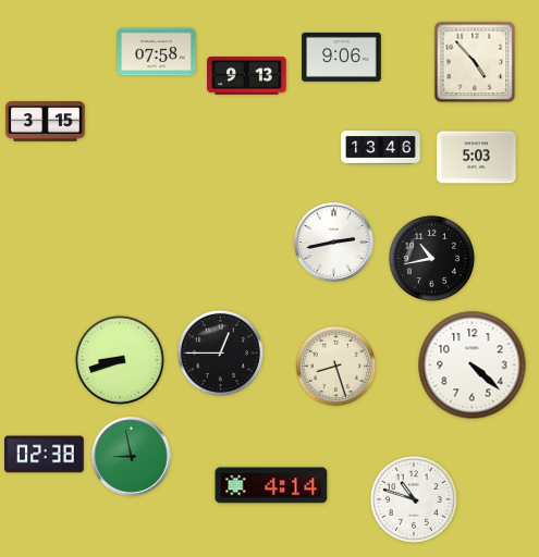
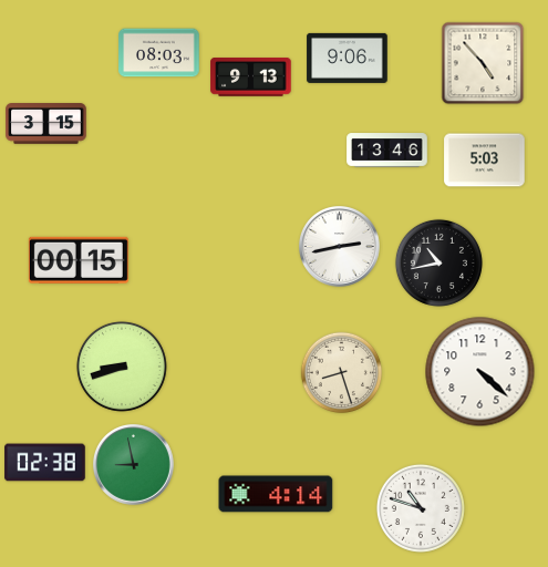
clock at (157, 52): 07:58 -> 08:03
clock at (79, 260): none -> 00:15
clock at (220, 352): 12:45 -> none
